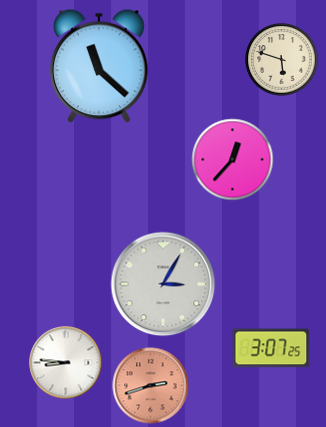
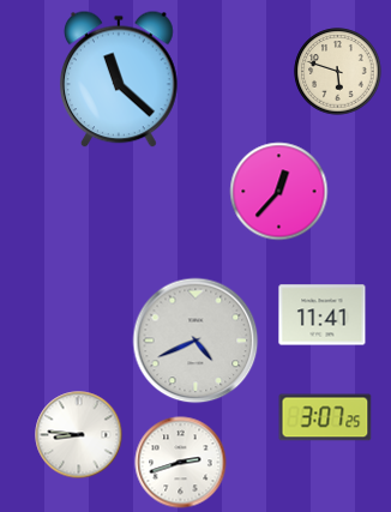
clock at (323, 315): none -> 11:41
clock at (163, 284): 3:05 -> 4:41
clock at (151, 386) dial: salmon -> white
